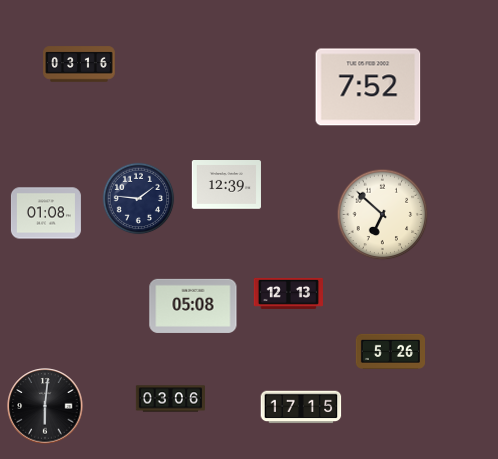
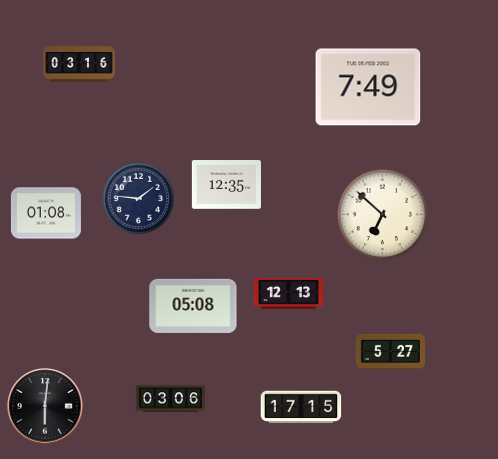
clock at (368, 87): 7:52 -> 7:49
clock at (226, 185): 12:39 -> 12:35
clock at (390, 351): 5:26 -> 5:27
